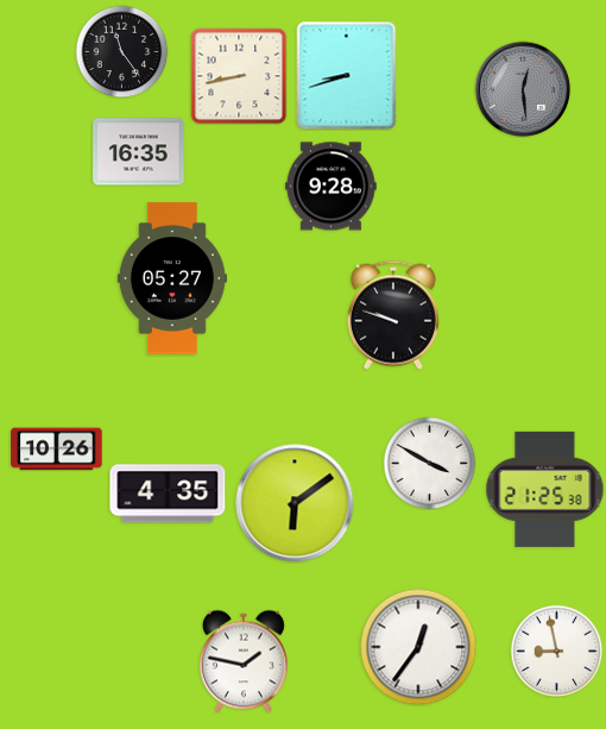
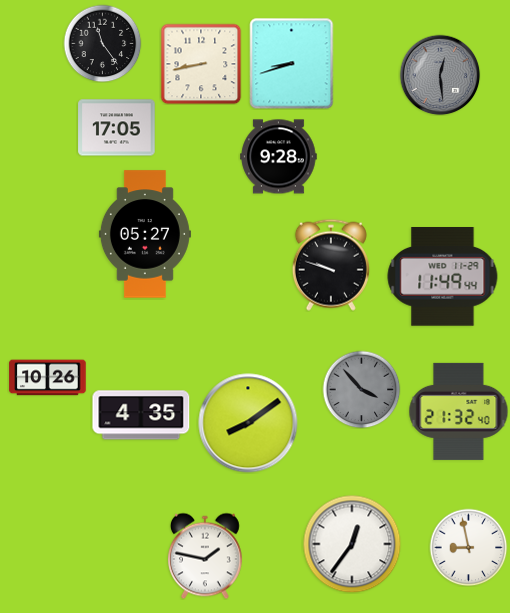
clock at (139, 152): 16:35 -> 17:05
clock at (443, 277): none -> 11:49
clock at (429, 463): 3:50 -> 3:53
clock at (429, 463) dial: white -> grey
clock at (545, 489): 21:25 -> 21:32
clock at (295, 503): 6:09 -> 8:09
